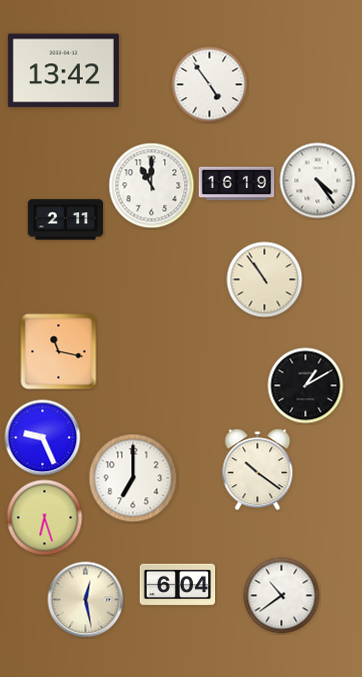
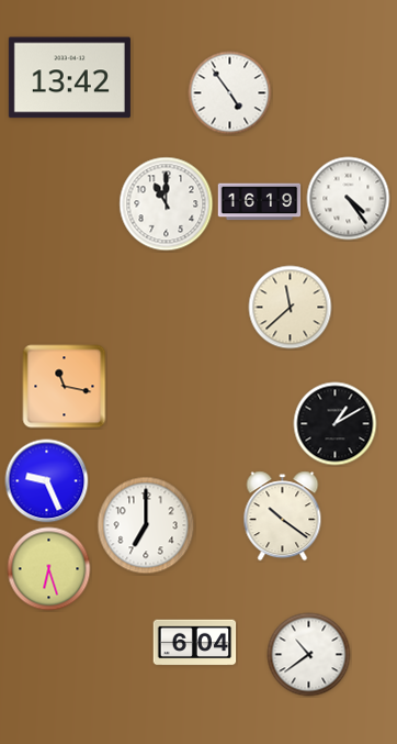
clock at (66, 220): 2:11 -> none
clock at (265, 280): 10:54 -> 11:38
clock at (86, 600): 12:28 -> none
